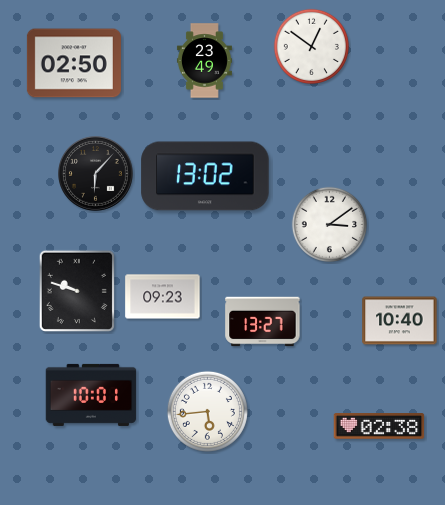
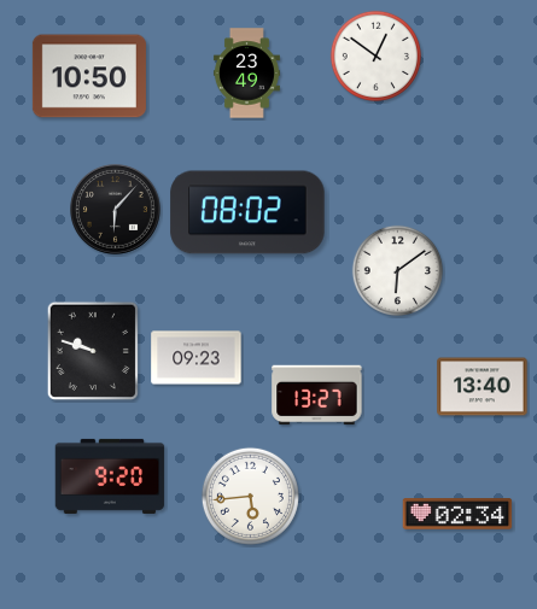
clock at (74, 63): 02:50 -> 10:50
clock at (205, 176): 13:02 -> 08:02
clock at (329, 224): 3:09 -> 6:09
clock at (400, 321): 10:40 -> 13:40
clock at (263, 322) position: (263, 322) -> (317, 396)
clock at (91, 395): 10:01 -> 9:20
clock at (379, 426): 02:38 -> 02:34
